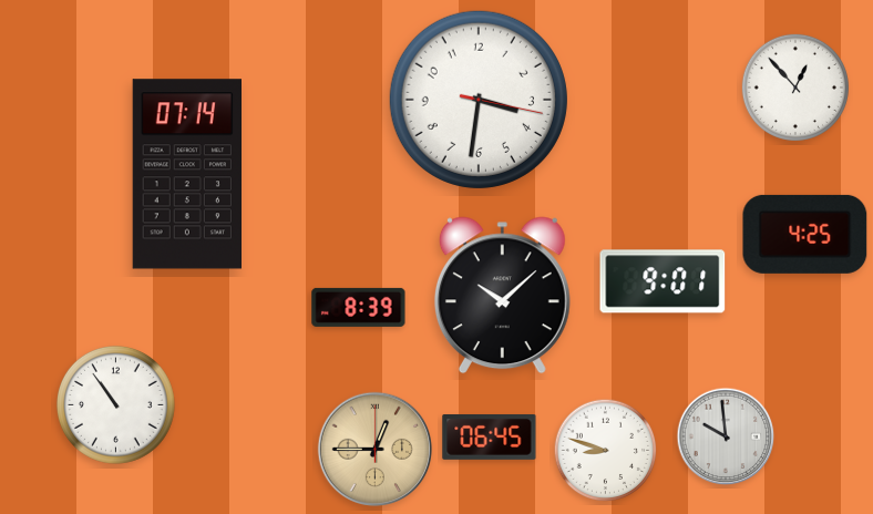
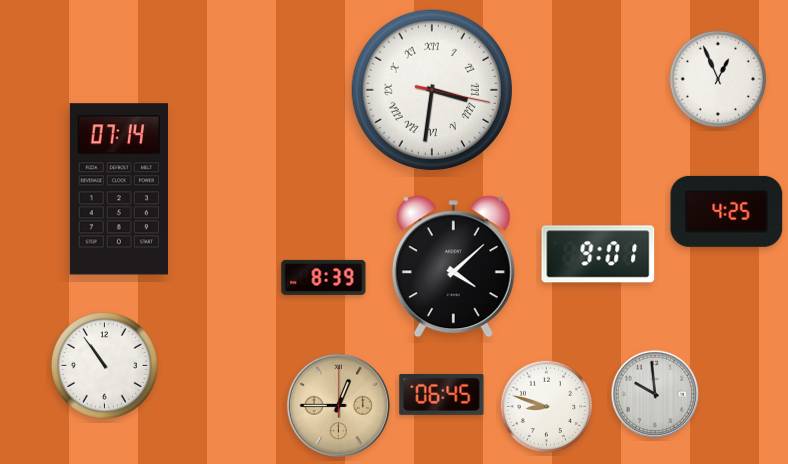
clock at (795, 88): 12:53 -> 12:56
clock at (479, 100) numerals: Arabic -> Roman
clock at (186, 174) position: (186, 174) -> (118, 189)
clock at (502, 296): 10:08 -> 4:08
